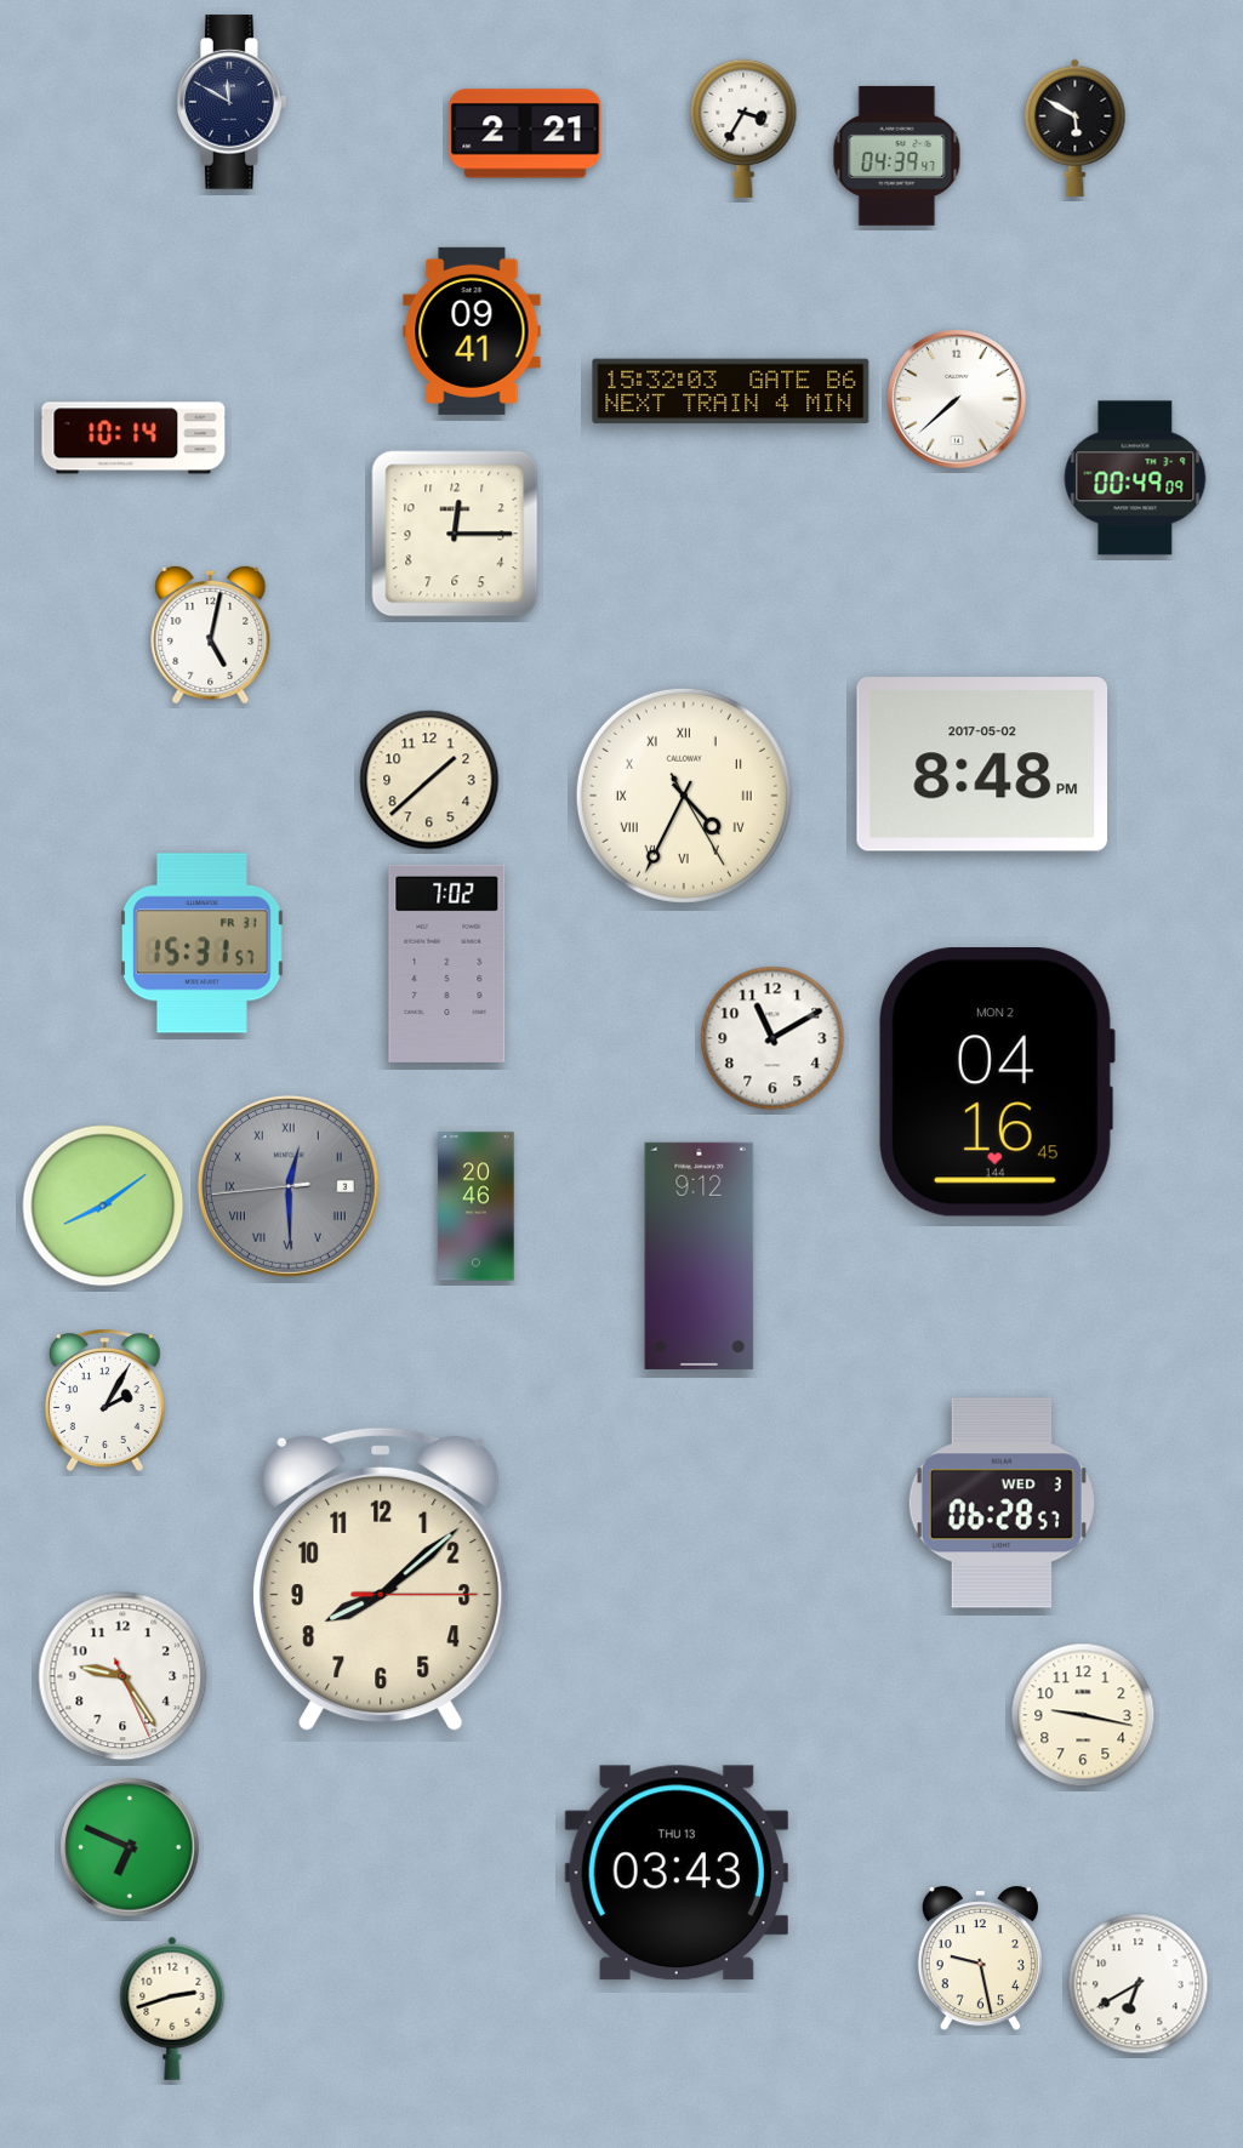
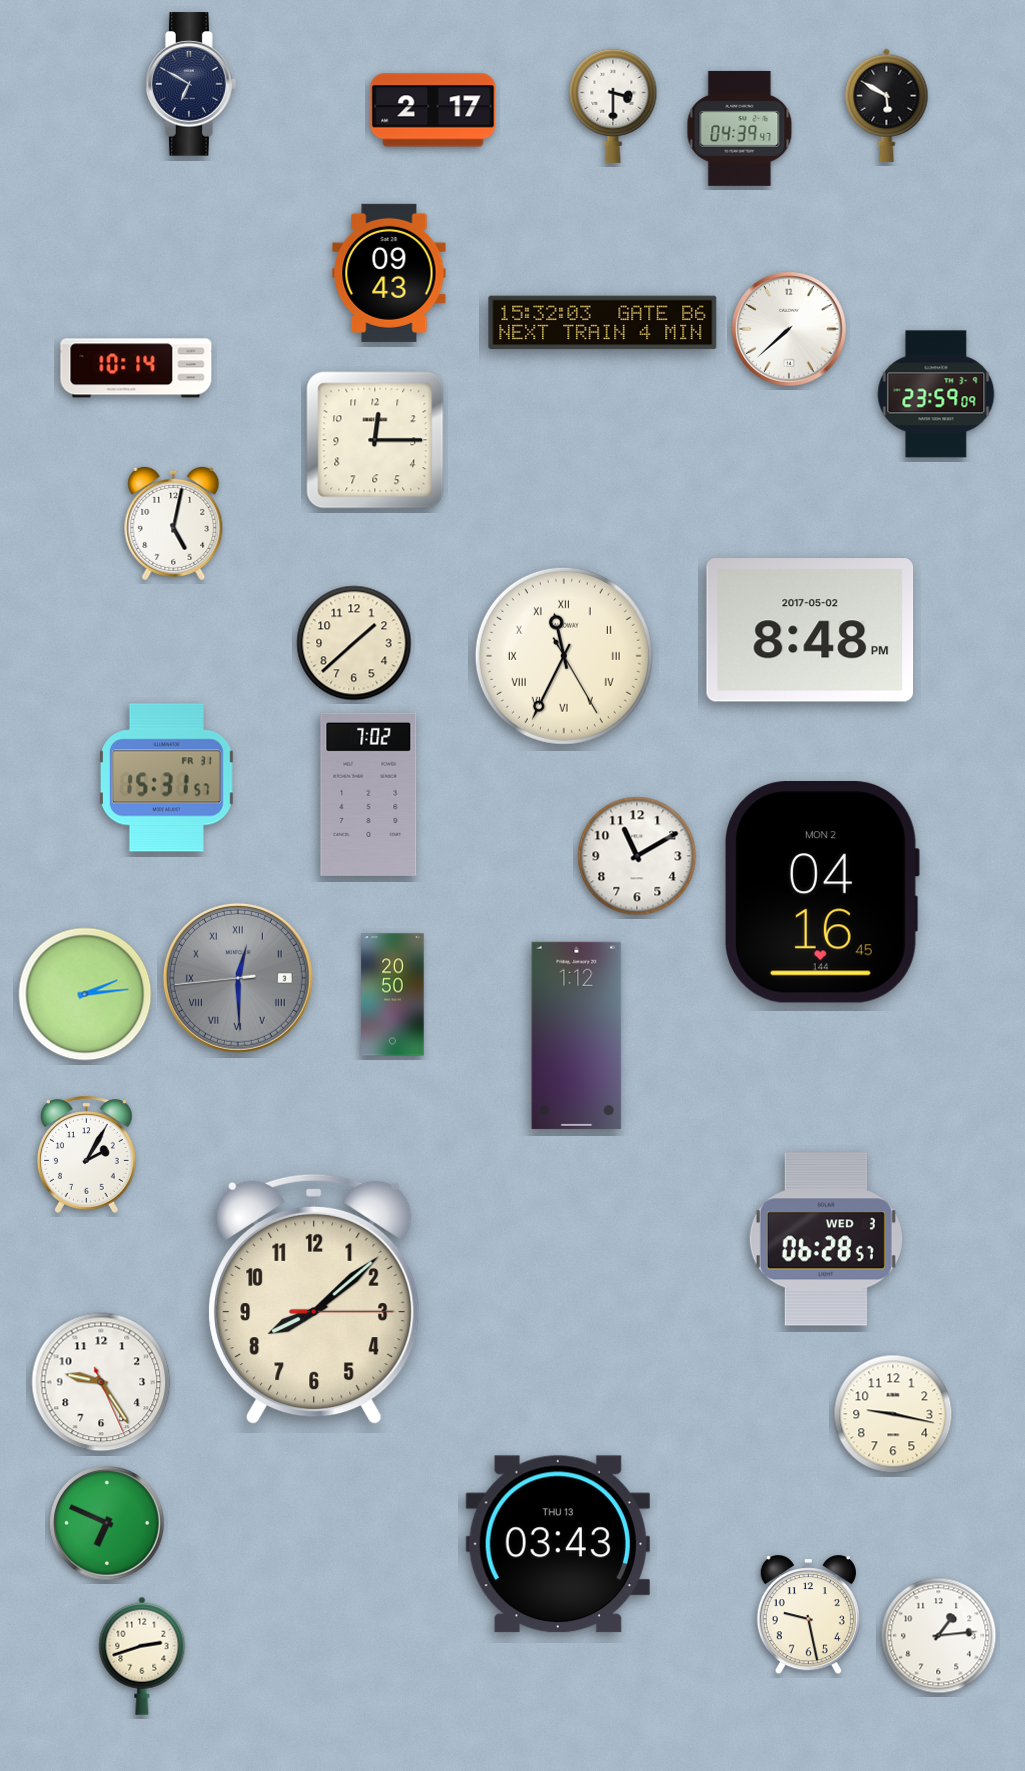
clock at (232, 102): 11:50 -> 6:50
clock at (743, 129): 3:35 -> 3:30
clock at (525, 133): 2:21 -> 2:17
clock at (472, 331): 09:41 -> 09:43
clock at (133, 438) position: (133, 438) -> (136, 368)
clock at (1135, 478): 00:49 -> 23:59
clock at (684, 796): 4:34 -> 11:34
clock at (103, 1206): 8:09 -> 2:14
clock at (477, 1207): 20:46 -> 20:50
clock at (700, 1255): 9:12 -> 1:12
clock at (381, 1579) position: (381, 1579) -> (314, 1299)
clock at (1139, 1984): 6:40 -> 1:14
